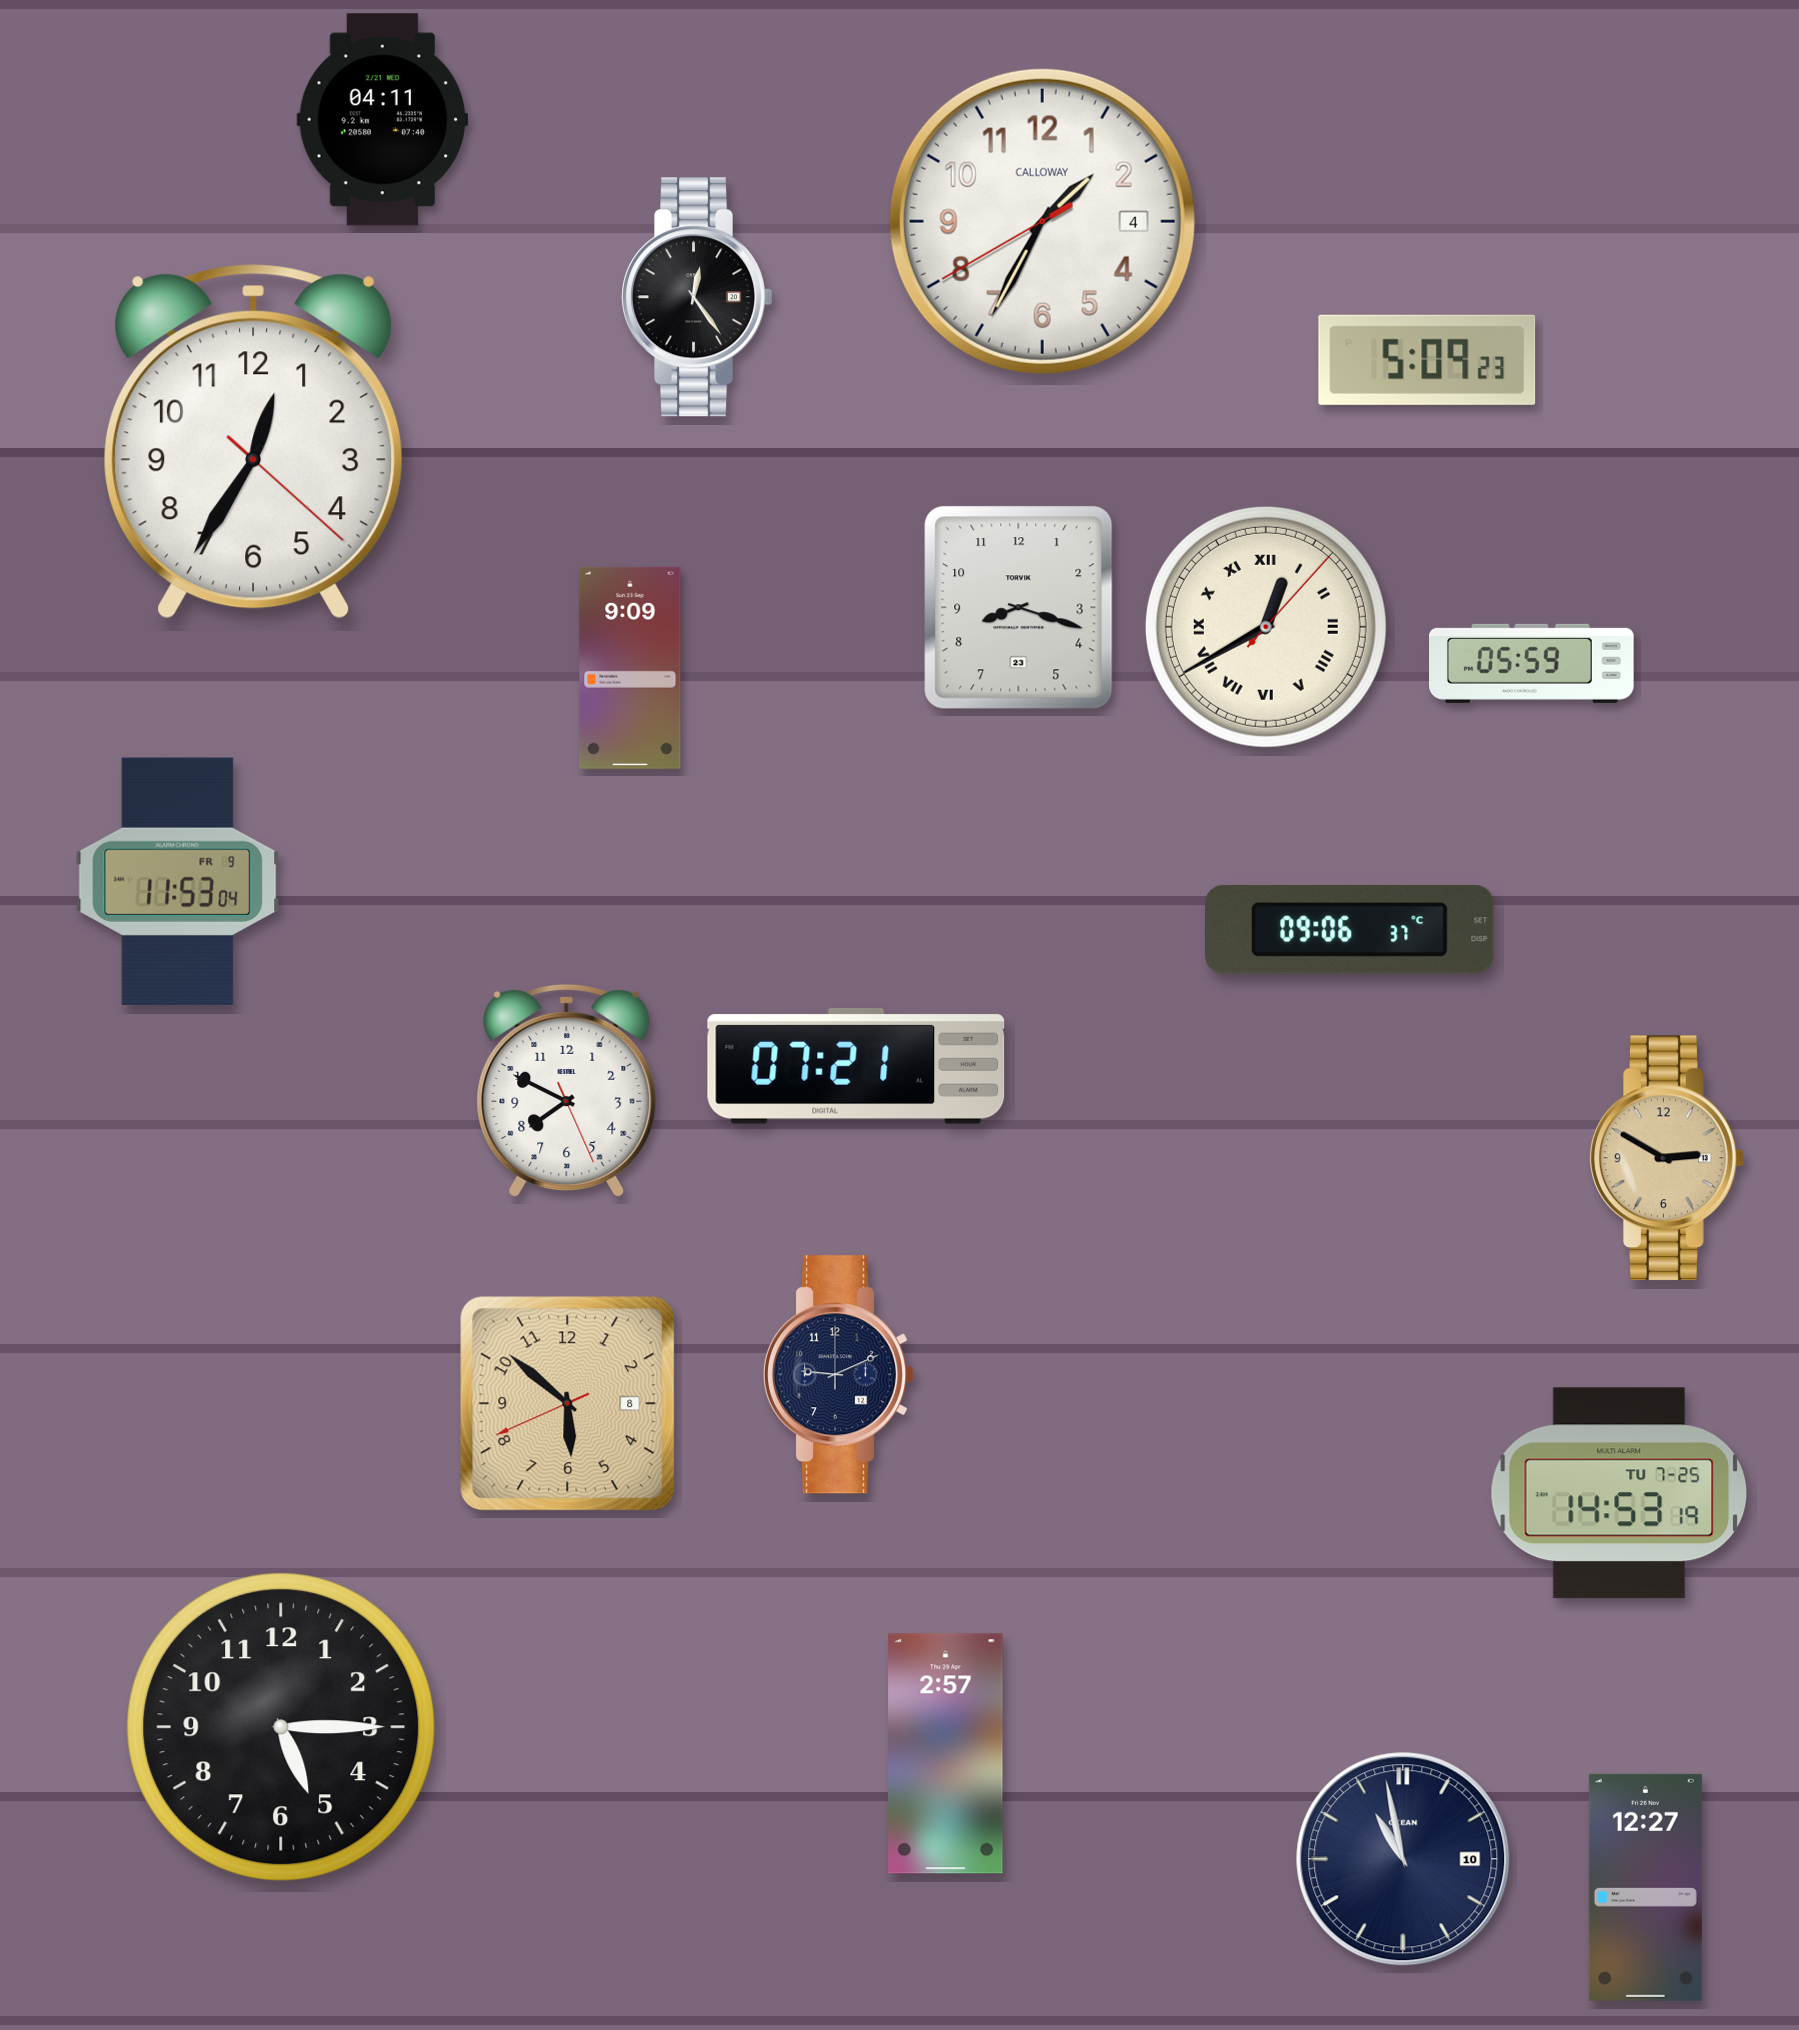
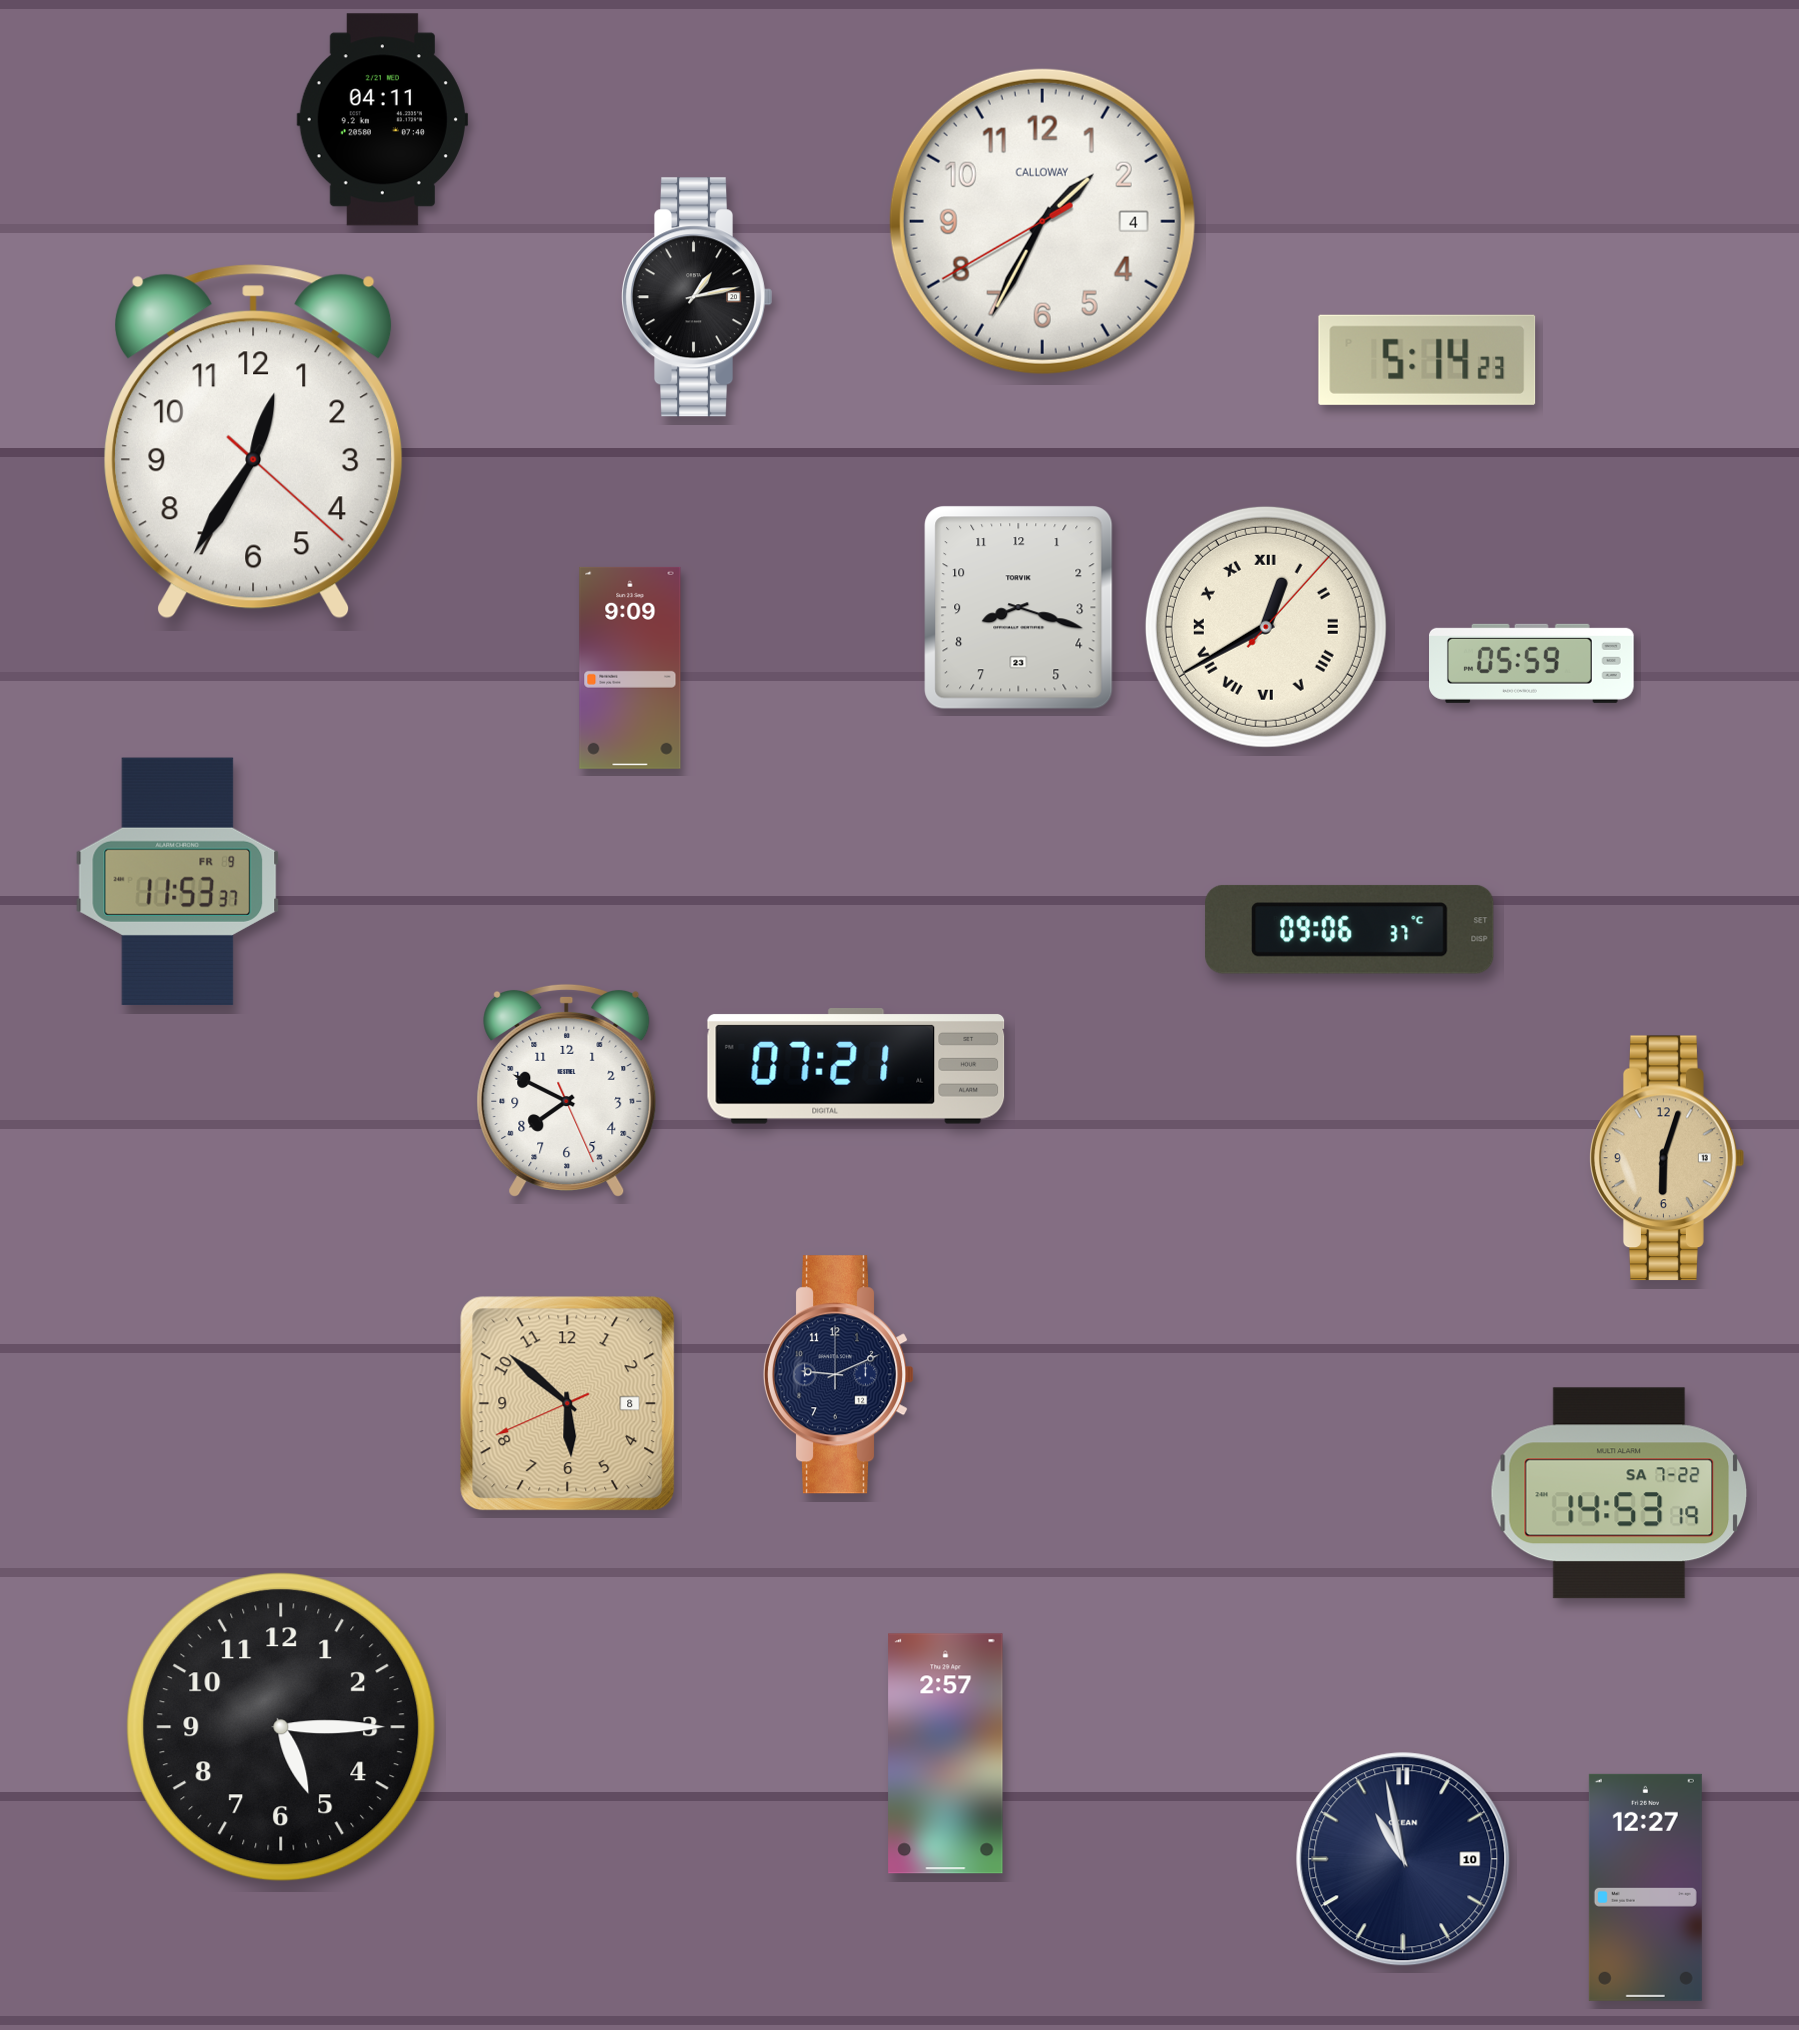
clock at (697, 297): 12:24 -> 1:13
clock at (1427, 360): 5:09 -> 5:14
clock at (178, 881): 11:53:04 -> 11:53:37
clock at (1667, 1158): 2:50 -> 6:03
clock at (1619, 1493) date: TU 7-25 -> SA 7-22
